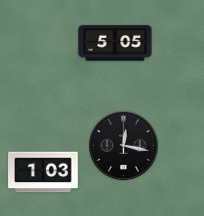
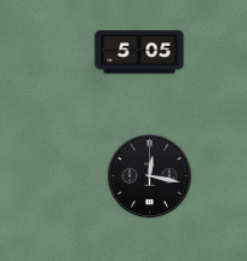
clock at (43, 172): 1:03 -> none
